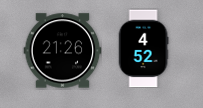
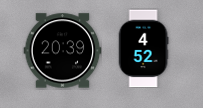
clock at (62, 51): 21:26 -> 20:39
